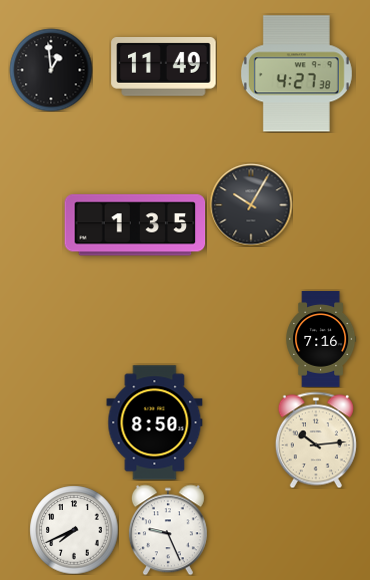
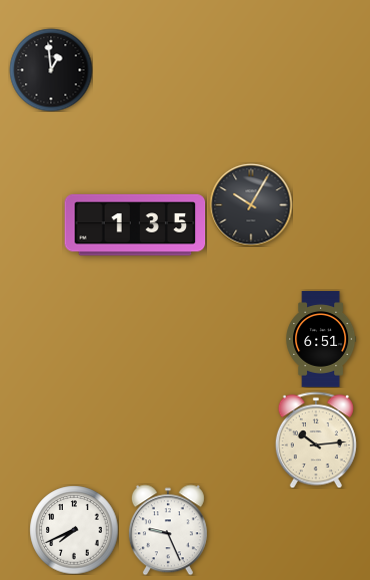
clock at (164, 67): 11:49 -> none
clock at (296, 74): 4:27 -> none
clock at (321, 340): 7:16 -> 6:51
clock at (155, 423): 8:50 -> none
